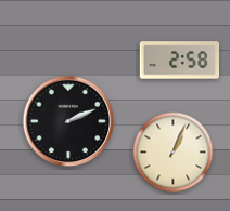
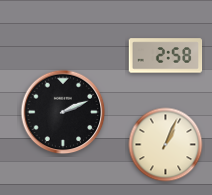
clock at (174, 153) position: (174, 153) -> (166, 145)
